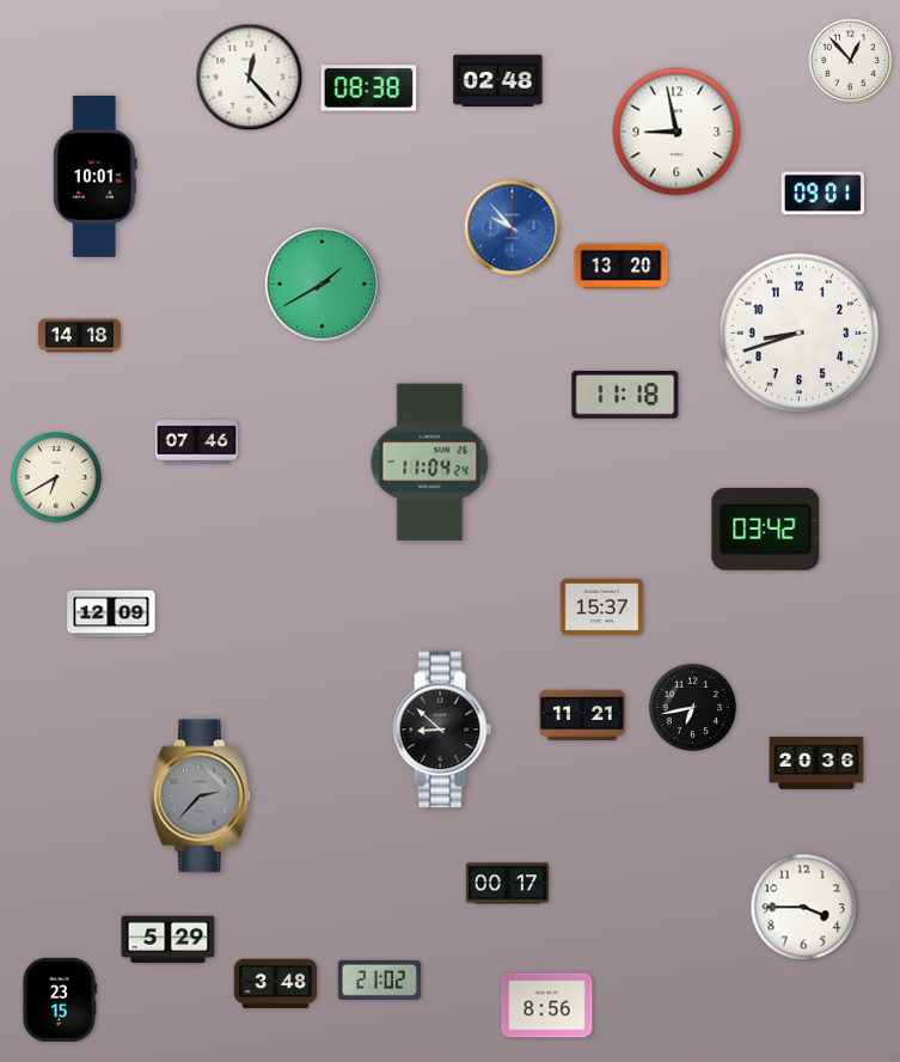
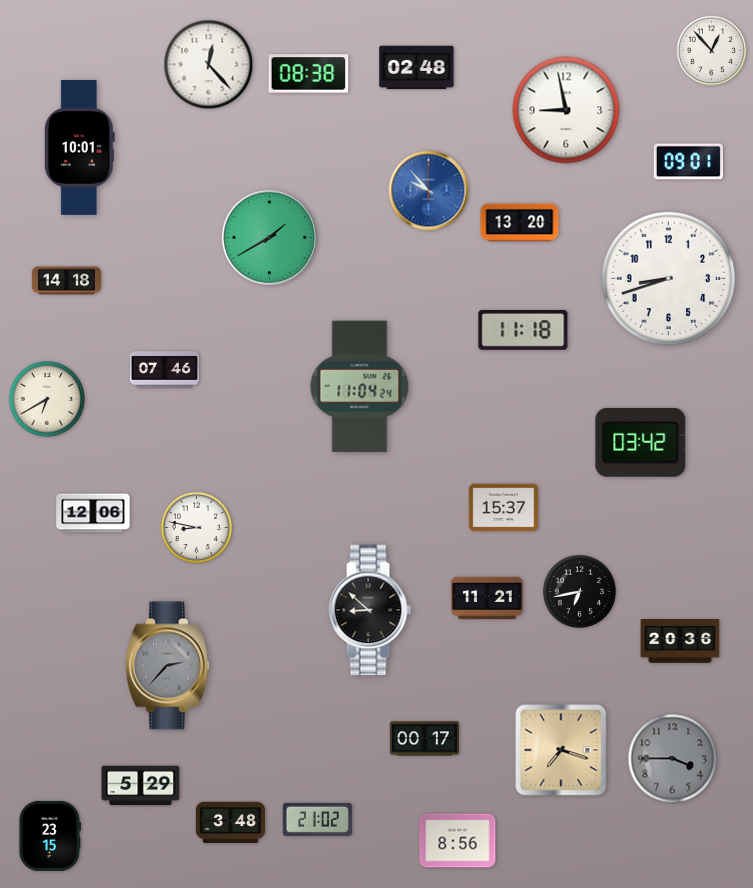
clock at (111, 614): 12:09 -> 12:06
clock at (197, 528): none -> 8:47
clock at (816, 763) position: (816, 763) -> (680, 641)
clock at (561, 750): none -> 7:18
clock at (804, 908) dial: white -> grey
